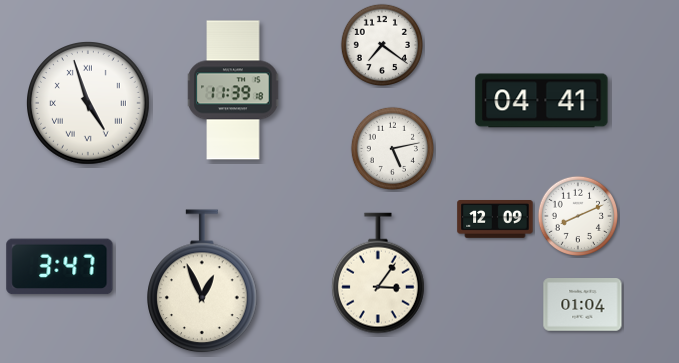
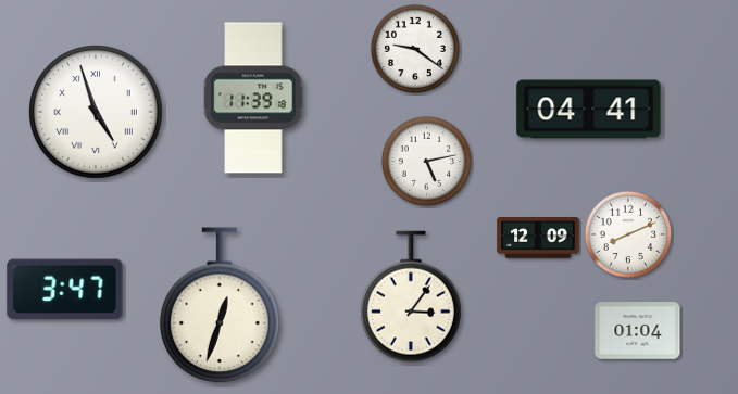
clock at (381, 44): 7:21 -> 9:21
clock at (202, 282): 12:56 -> 12:33
clock at (583, 305) position: (583, 305) -> (638, 331)
